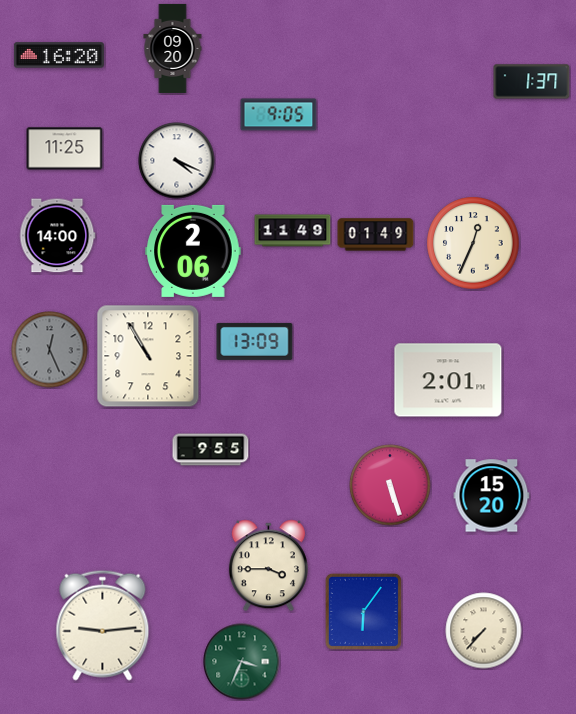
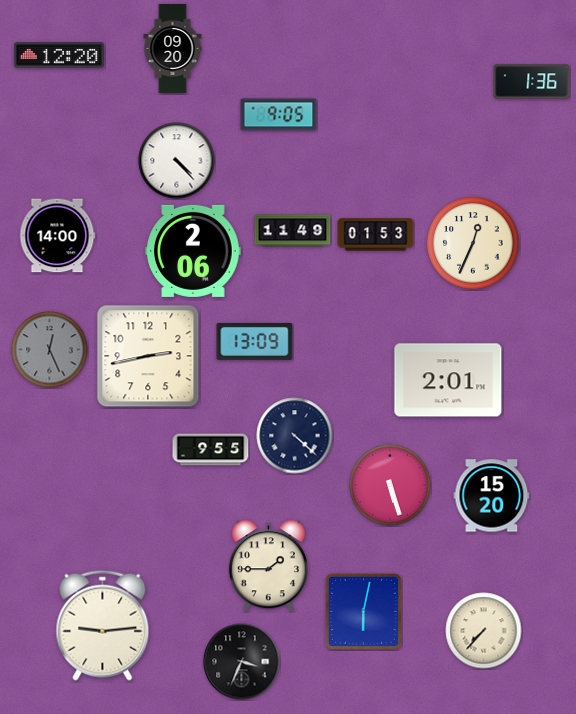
clock at (59, 55): 16:20 -> 12:20
clock at (532, 82): 1:37 -> 1:36
clock at (65, 149): 11:25 -> none
clock at (177, 161): 4:19 -> 4:23
clock at (376, 235): 01:49 -> 01:53
clock at (148, 356): 10:55 -> 2:43
clock at (295, 436): none -> 4:22
clock at (268, 566): 3:45 -> 1:45
clock at (363, 611): 6:06 -> 6:02
clock at (242, 662) dial: green -> black
